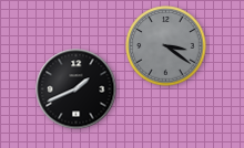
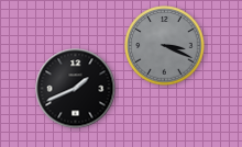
clock at (166, 46): 3:21 -> 3:19
